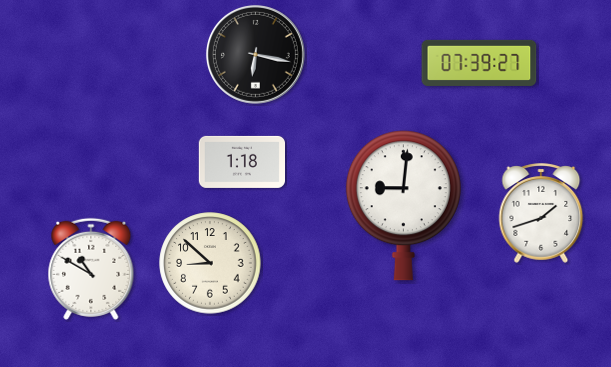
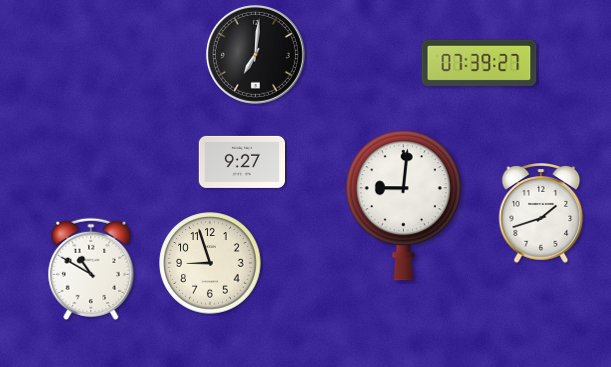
clock at (255, 54): 6:17 -> 7:01
clock at (241, 162): 1:18 -> 9:27
clock at (210, 263): 8:52 -> 8:57
